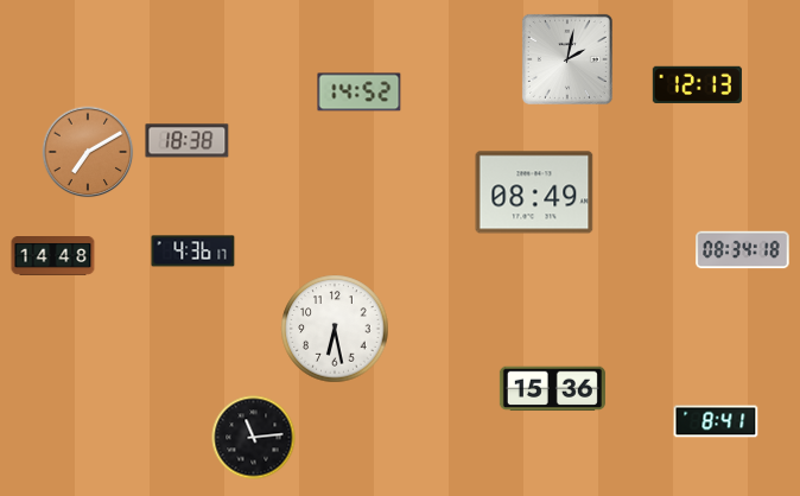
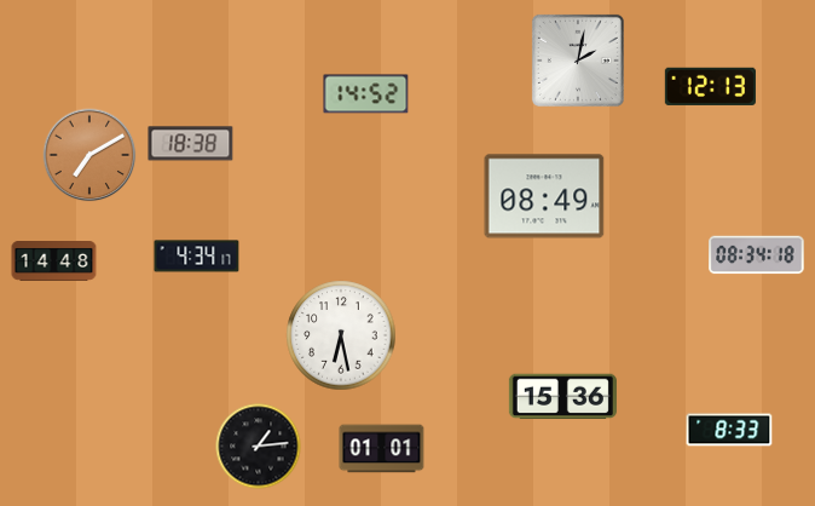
clock at (193, 252): 4:36 -> 4:34
clock at (716, 421): 8:41 -> 8:33
clock at (254, 438): 11:14 -> 1:14
clock at (382, 449): none -> 01:01
